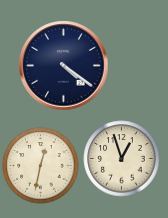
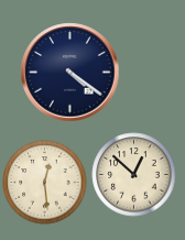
clock at (122, 159): 12:57 -> 12:52
clock at (41, 166): 12:32 -> 12:29
